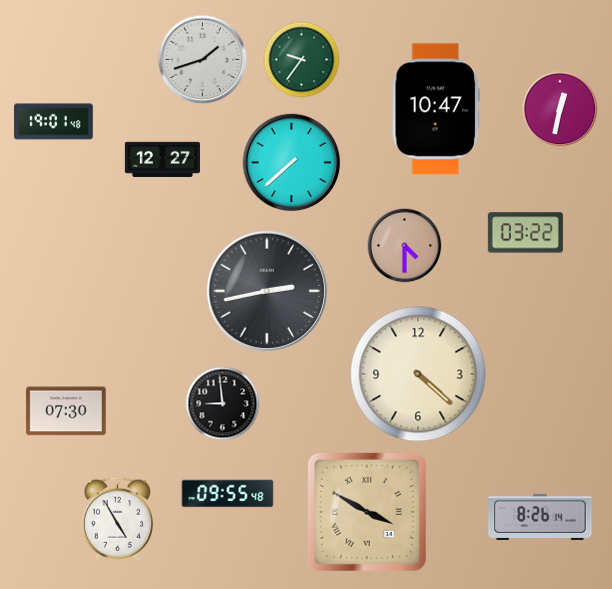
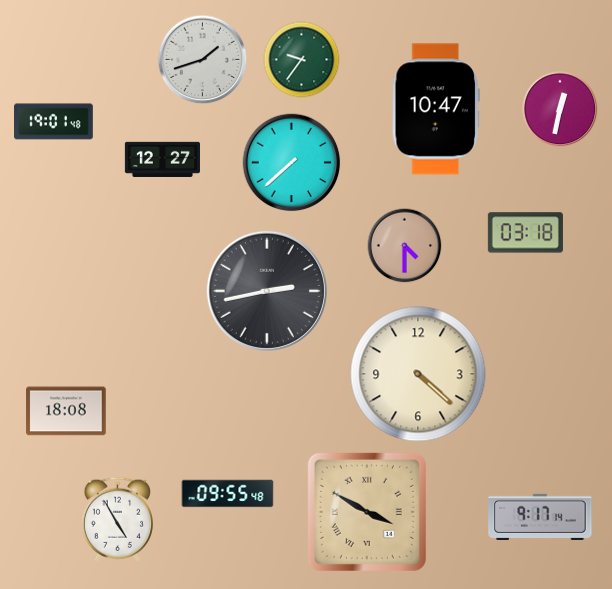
clock at (525, 233): 03:22 -> 03:18
clock at (223, 404): 8:59 -> none
clock at (66, 411): 07:30 -> 18:08
clock at (540, 517): 8:26 -> 9:17
